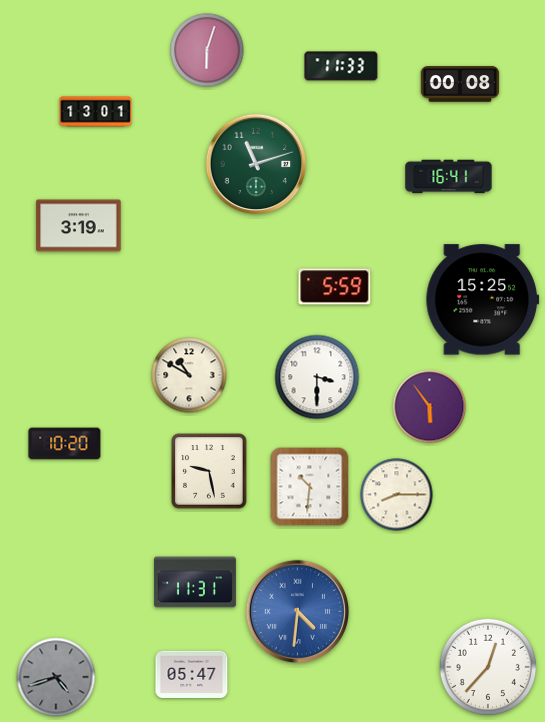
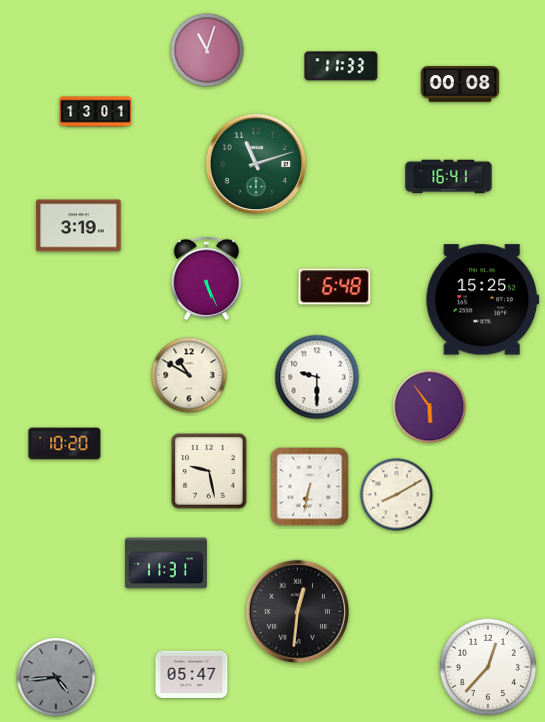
clock at (207, 50): 6:03 -> 11:03
clock at (207, 279): none -> 5:26
clock at (335, 287): 5:59 -> 6:48
clock at (317, 377): 3:30 -> 9:30
clock at (310, 487): 10:31 -> 6:32
clock at (397, 495): 8:15 -> 8:10
clock at (196, 582) position: (196, 582) -> (167, 563)
clock at (298, 612): 4:31 -> 12:31
clock at (298, 612) dial: blue -> black
clock at (56, 677): 4:42 -> 4:44
